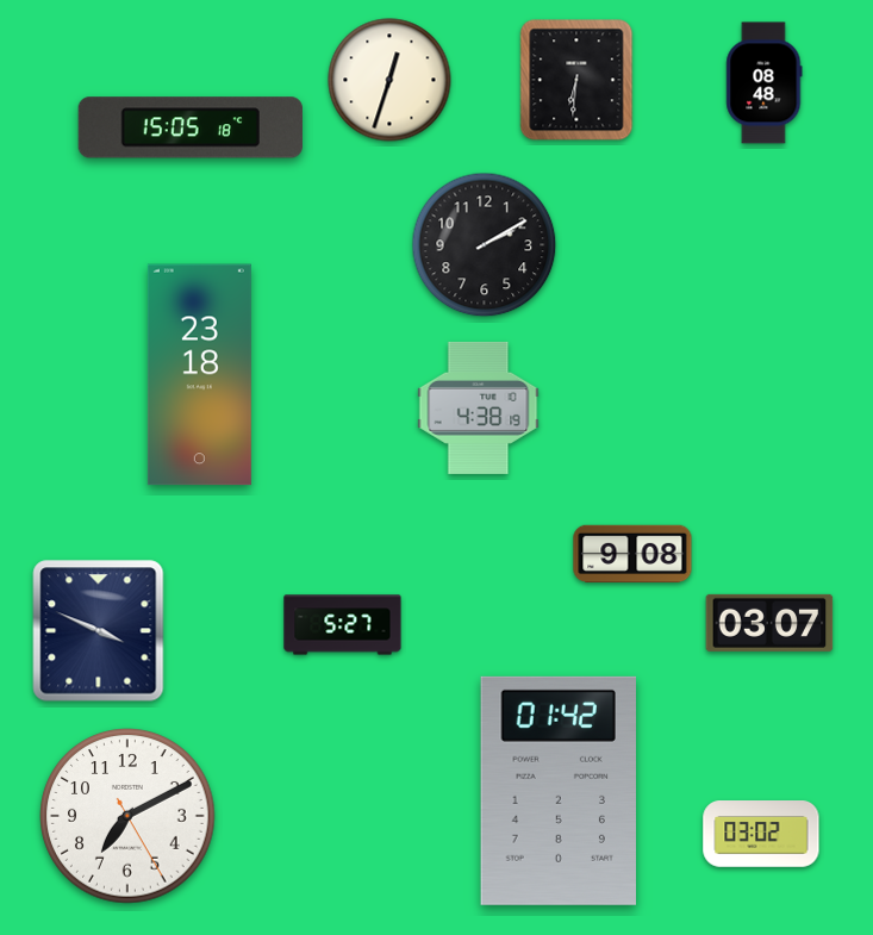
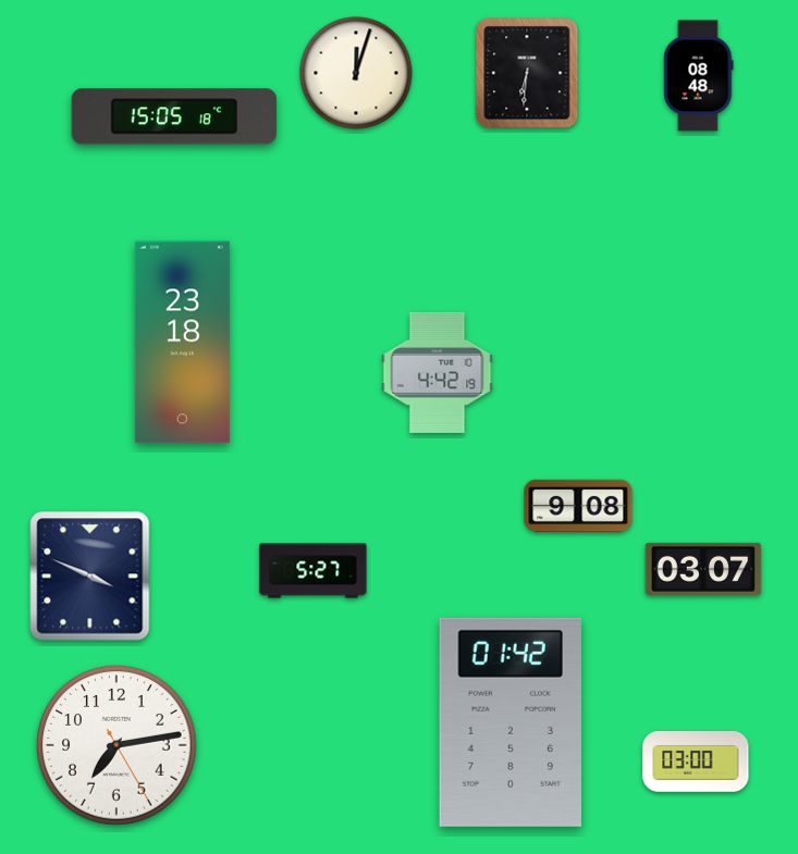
clock at (389, 80): 12:33 -> 12:03
clock at (485, 245): 2:10 -> none
clock at (479, 407): 4:38 -> 4:42
clock at (127, 816): 7:10 -> 7:13
clock at (761, 834): 03:02 -> 03:00
